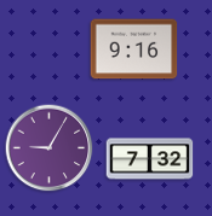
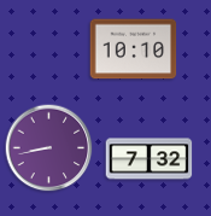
clock at (134, 49): 9:16 -> 10:10
clock at (50, 148): 9:05 -> 8:43
